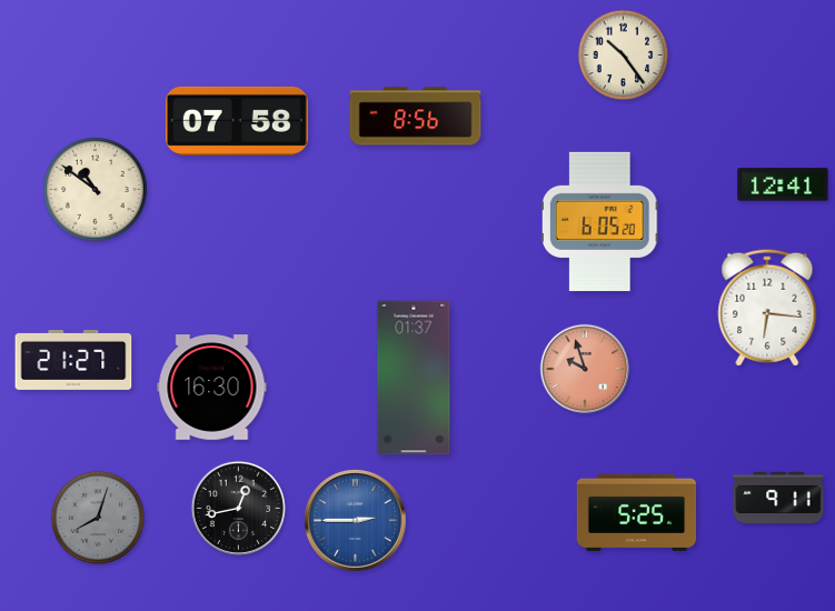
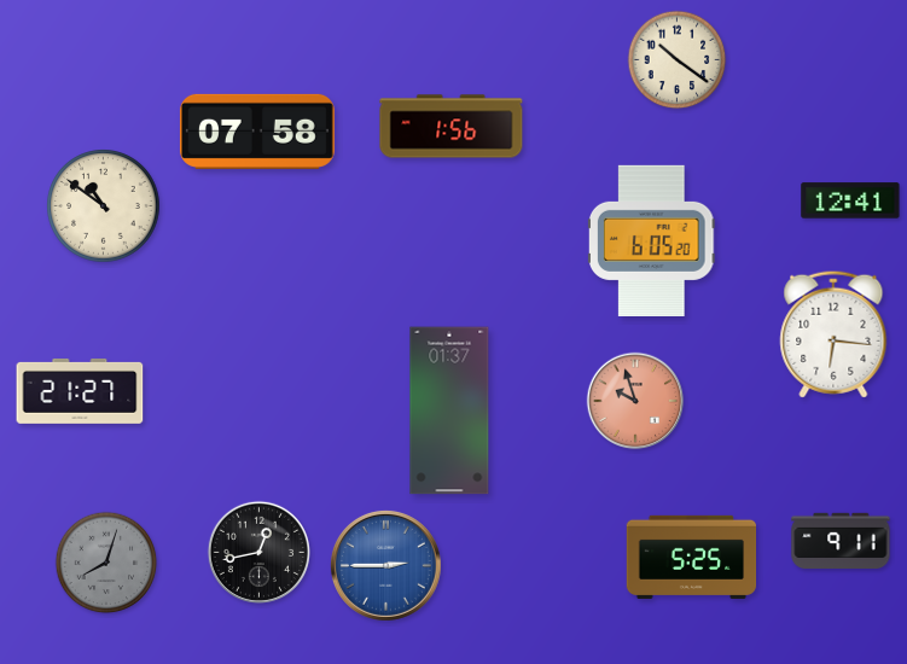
clock at (624, 56): 10:24 -> 10:21
clock at (416, 117): 8:56 -> 1:56
clock at (212, 388): 16:30 -> none
clock at (778, 498) position: (778, 498) -> (841, 541)
